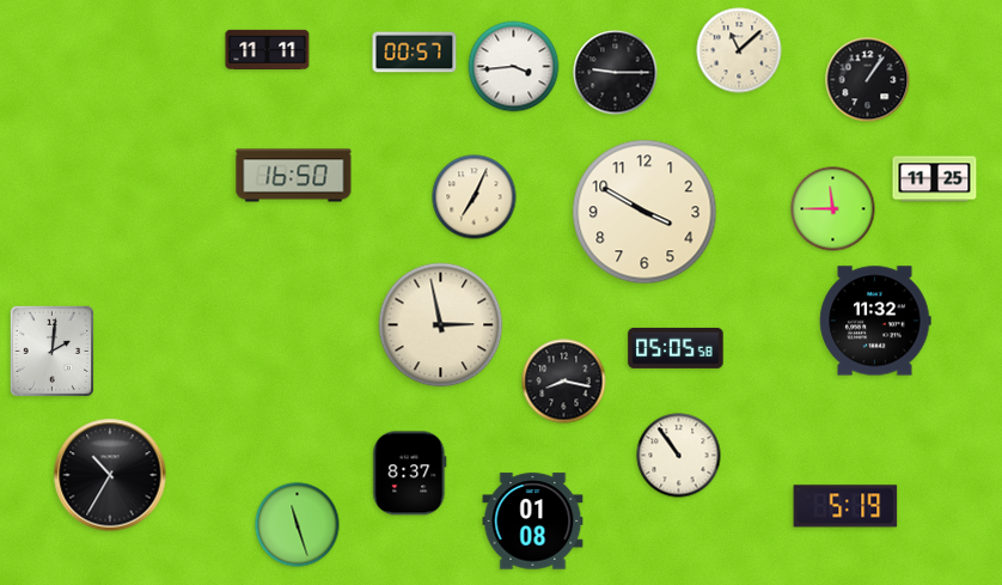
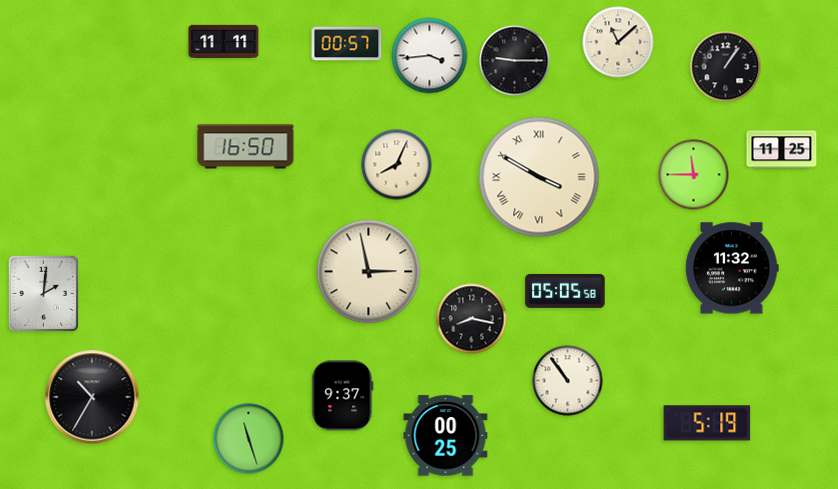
clock at (475, 197): 7:04 -> 8:04
clock at (833, 209) position: (833, 209) -> (694, 175)
clock at (644, 212) numerals: Arabic -> Roman
clock at (410, 474): 8:37 -> 9:37
clock at (533, 522): 01:08 -> 00:25
